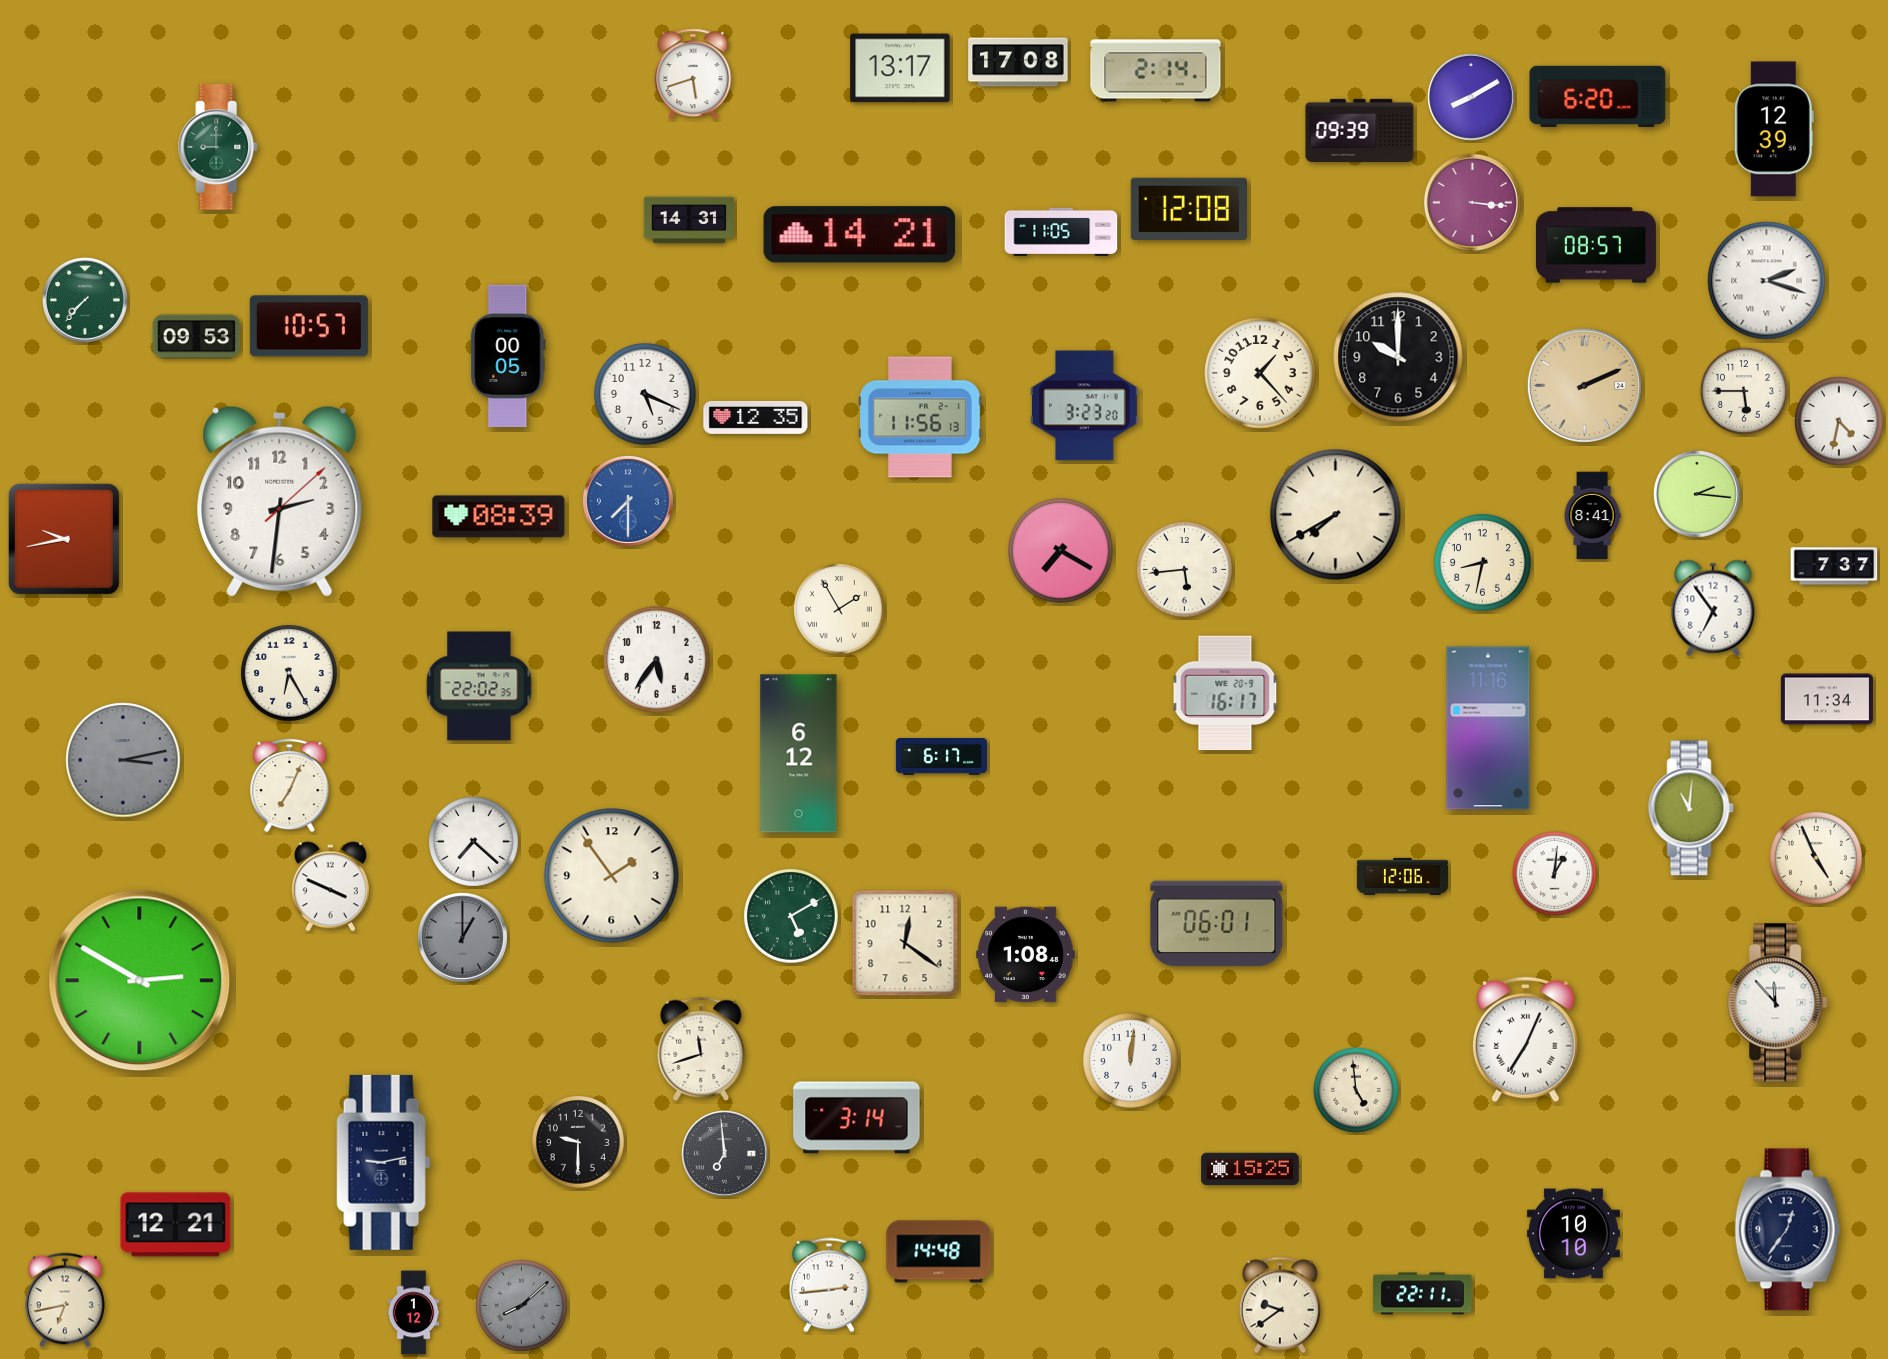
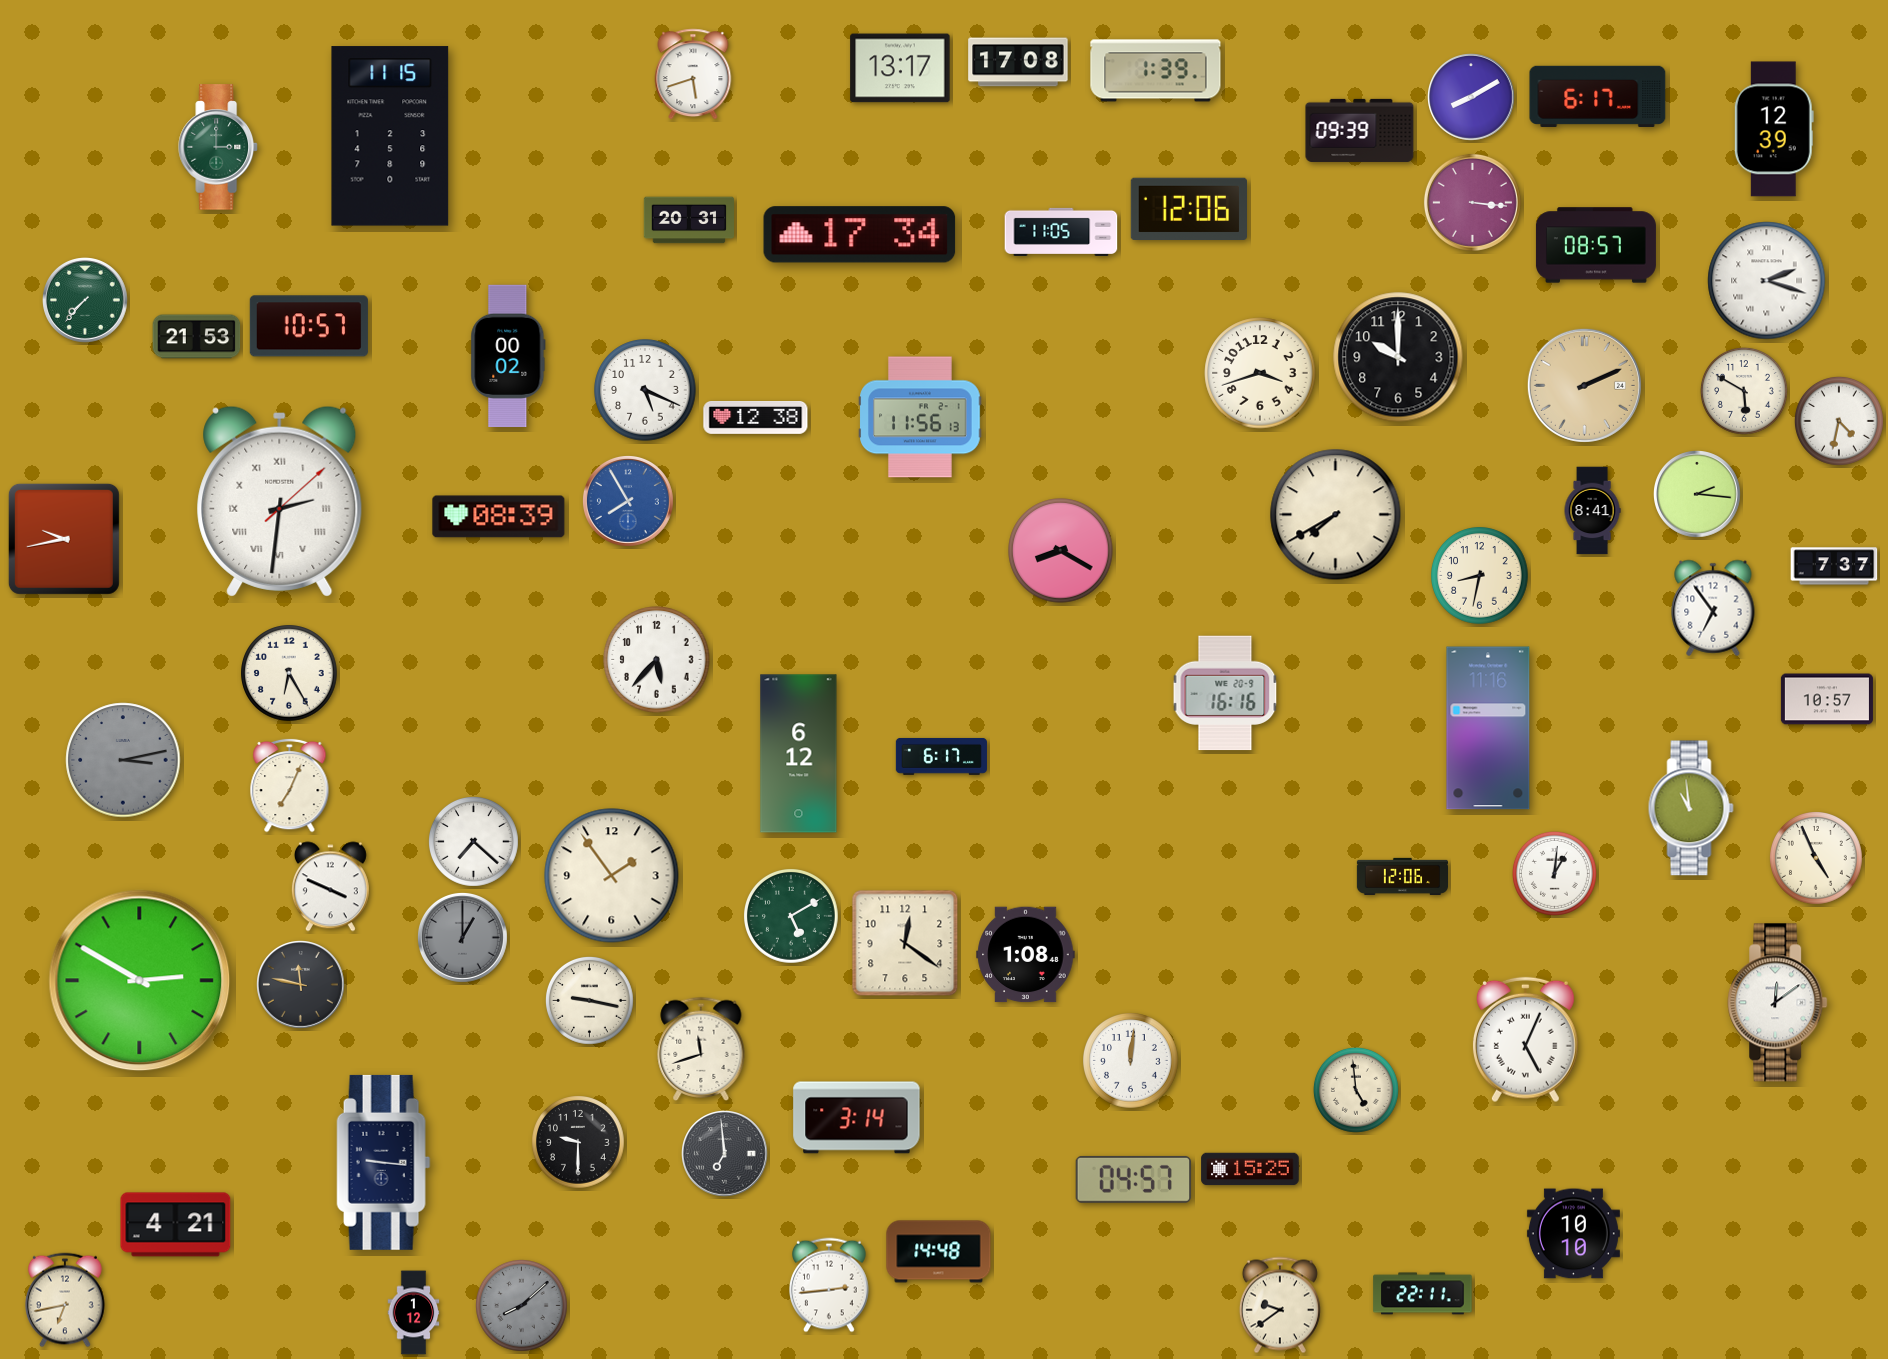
clock at (1156, 71): 2:14 -> 1:39
clock at (1598, 96): 6:20 -> 6:17
clock at (390, 136): none -> 11:15
clock at (218, 147): 9:00 -> 3:00
clock at (1188, 208): 12:08 -> 12:06
clock at (689, 220): 14:31 -> 20:31
clock at (860, 235): 14:21 -> 17:34
clock at (197, 337): 09:53 -> 21:53
clock at (508, 356): 00:05 -> 00:02
clock at (1260, 373): 1:23 -> 3:42
clock at (1744, 391): 5:45 -> 5:50
clock at (645, 394) position: (645, 394) -> (645, 390)
clock at (1085, 406): 3:23 -> none
clock at (756, 417): 12:35 -> 12:38
clock at (280, 501) numerals: Arabic -> Roman
clock at (628, 501): 7:30 -> 7:55
clock at (1592, 516) position: (1592, 516) -> (1592, 511)
clock at (1061, 551): 7:20 -> 8:20
clock at (1483, 563) position: (1483, 563) -> (1480, 576)
clock at (1185, 570): 5:44 -> none
clock at (840, 610): 1:55 -> none
clock at (657, 660): 5:36 -> 5:37
clock at (479, 686): 22:02 -> none
clock at (1225, 693): 16:17 -> 16:16
clock at (1827, 699): 11:34 -> 10:57
clock at (1691, 808): 11:01 -> 10:59
clock at (1217, 924): 06:01 -> none
clock at (301, 985): none -> 11:47
clock at (589, 1000): none -> 9:17
clock at (1778, 1003): 11:53 -> 12:09
clock at (1525, 1040): 7:04 -> 5:04
clock at (384, 1162): 9:13 -> 9:16
clock at (1134, 1179): none -> 04:57
clock at (176, 1225): 12:21 -> 4:21
clock at (1788, 1230): 12:36 -> none
